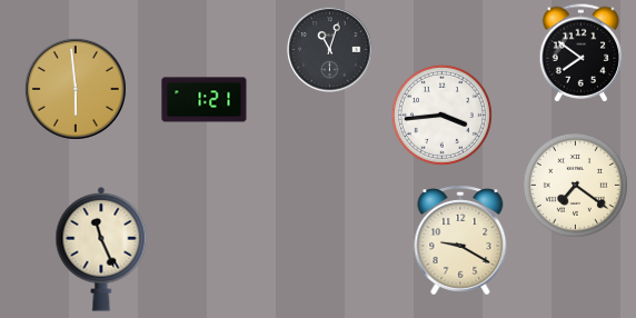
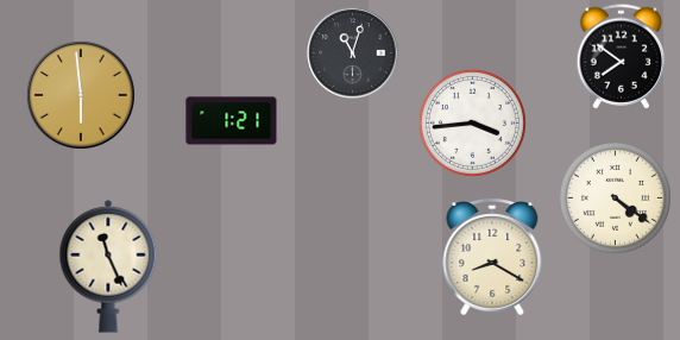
clock at (205, 100) position: (205, 100) -> (232, 121)
clock at (575, 185): 7:21 -> 4:21
clock at (460, 240): 9:20 -> 8:20
